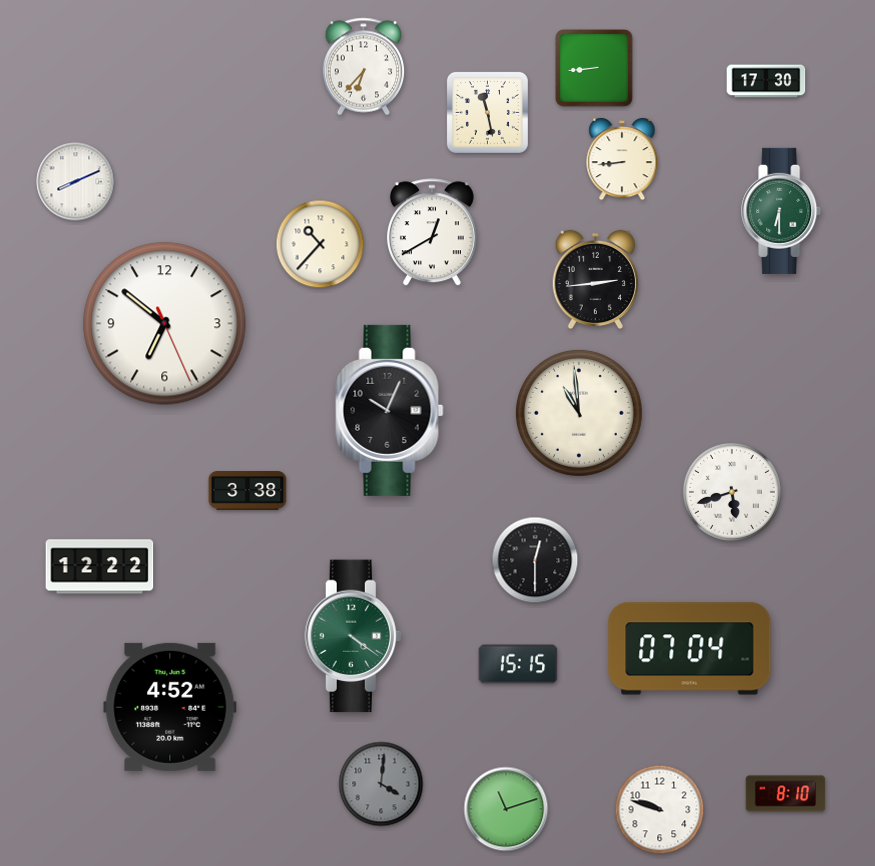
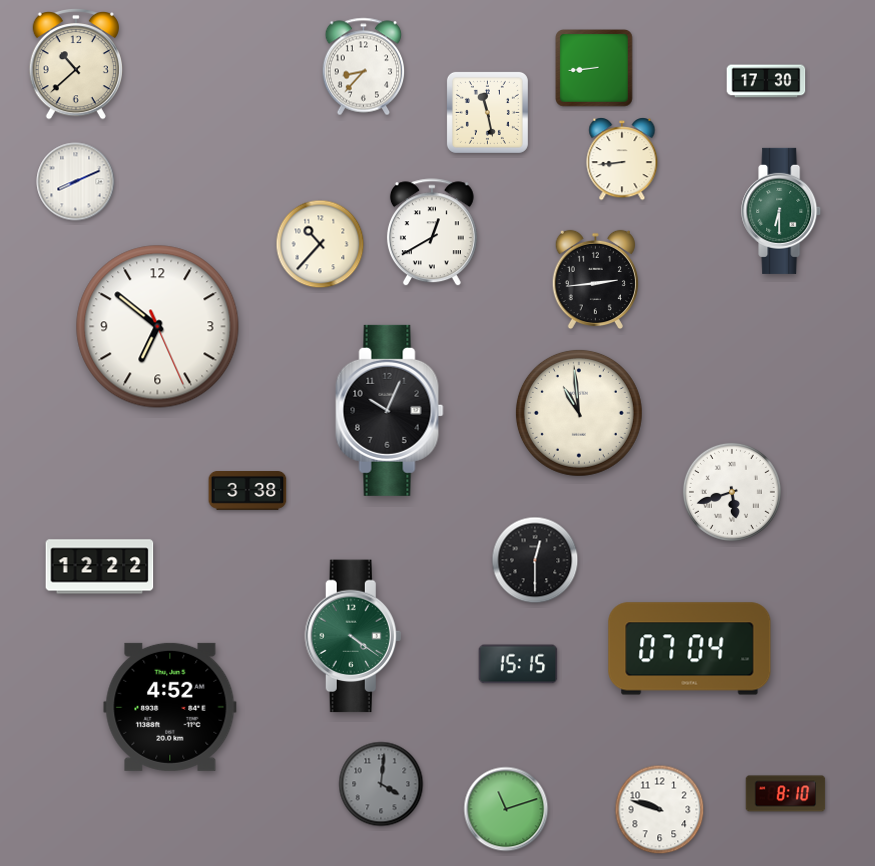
clock at (76, 65): none -> 10:38
clock at (364, 67): 6:37 -> 8:37
clock at (165, 324) position: (165, 324) -> (158, 327)
